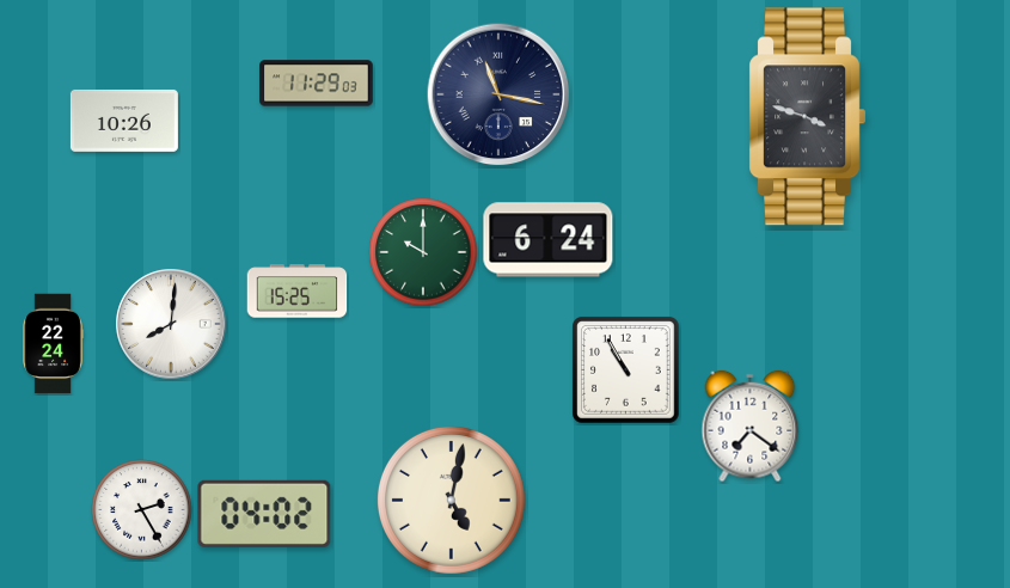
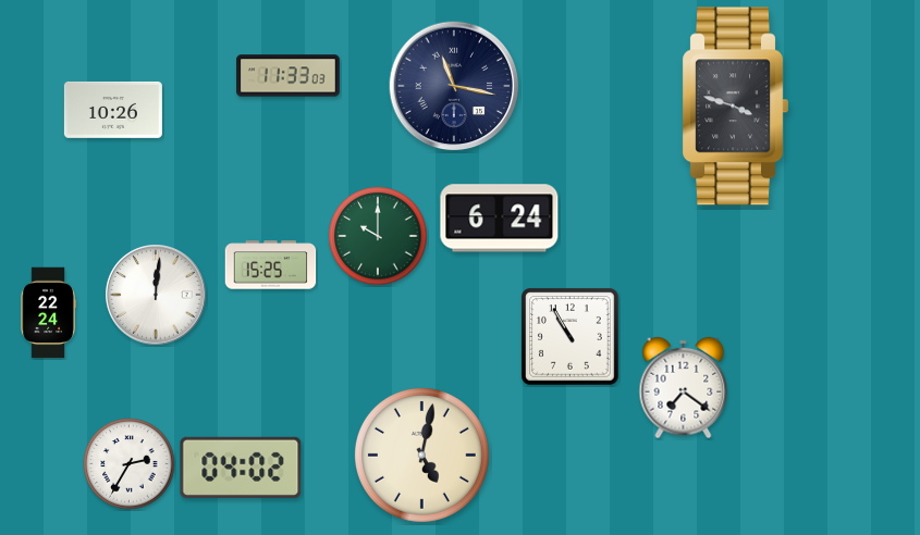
clock at (317, 84): 11:29 -> 11:33
clock at (423, 252) position: (423, 252) -> (378, 236)
clock at (171, 324): 8:01 -> 12:01
clock at (451, 500) position: (451, 500) -> (421, 455)
clock at (142, 510): 2:25 -> 2:35
